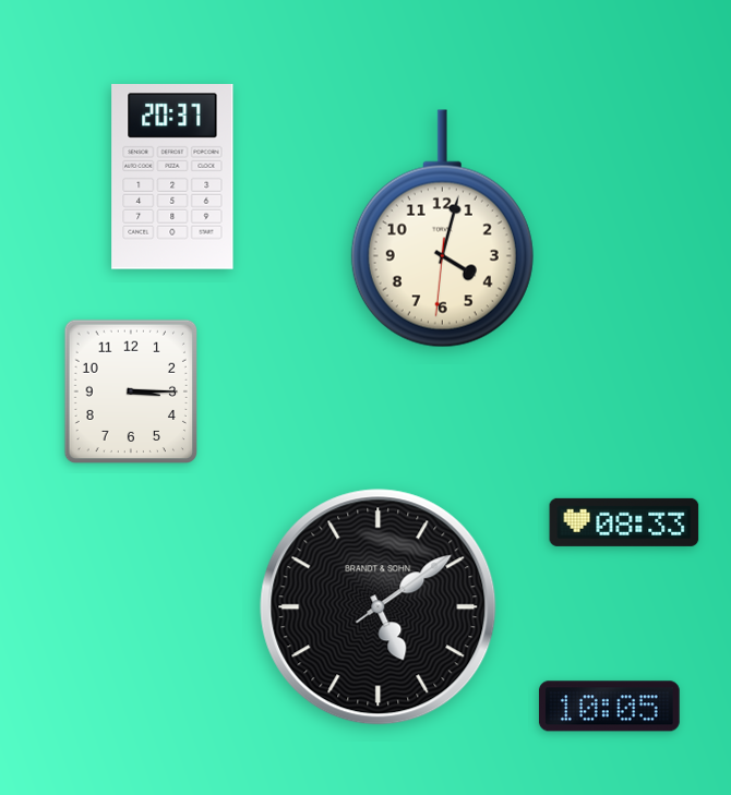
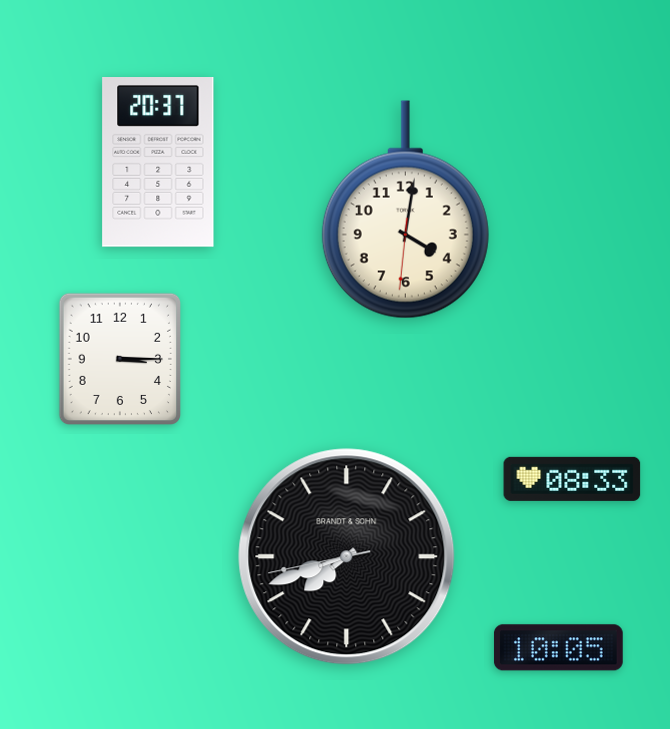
clock at (442, 229): 4:02 -> 4:01
clock at (379, 607): 5:09 -> 7:41
